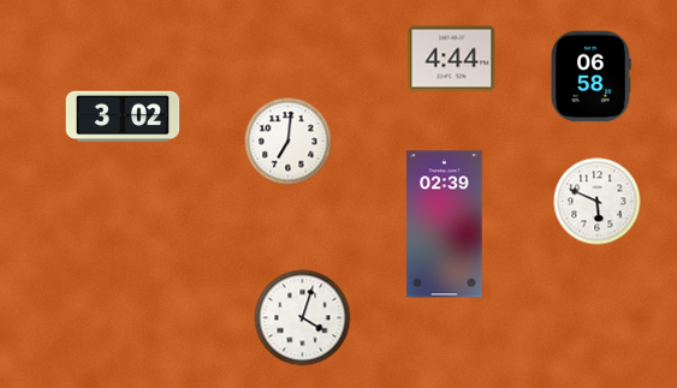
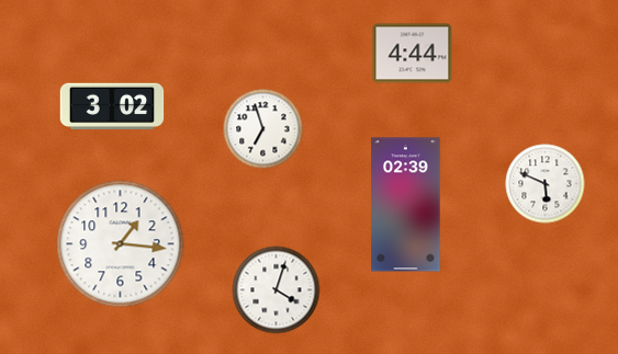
clock at (590, 77): 06:58 -> none
clock at (289, 142): 7:01 -> 6:57
clock at (121, 244): none -> 1:16
